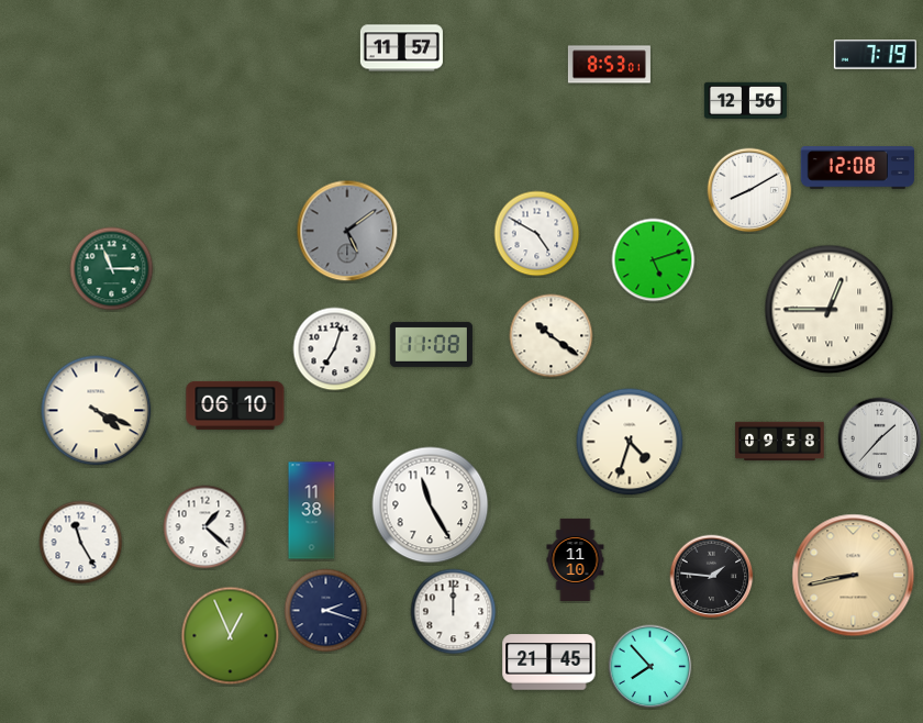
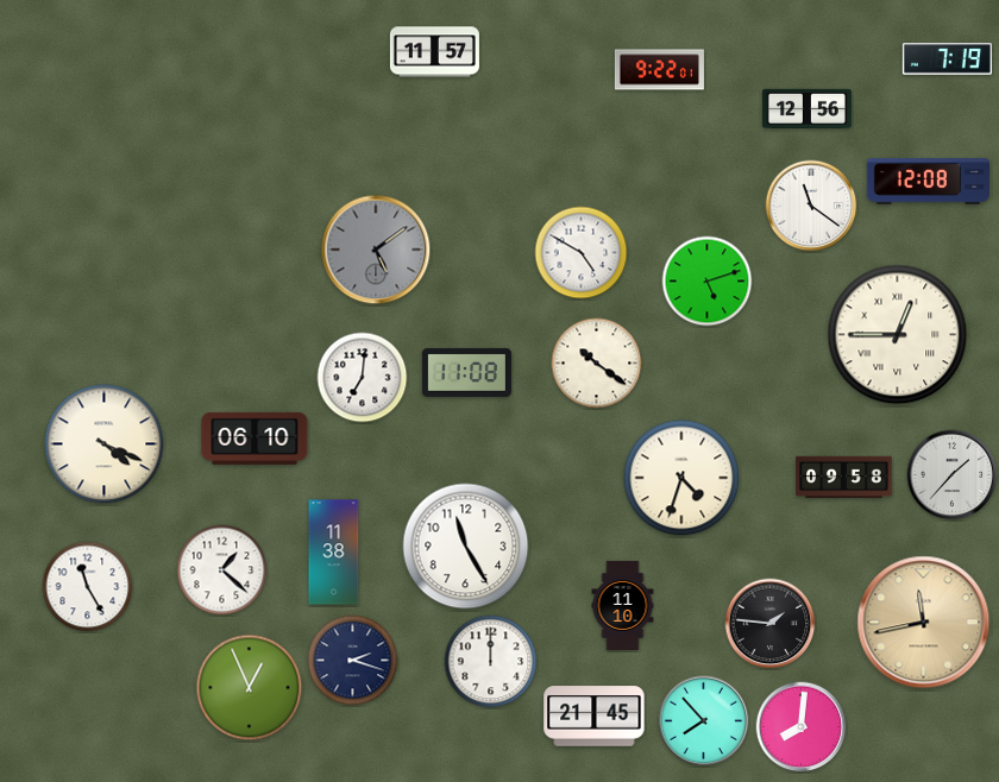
clock at (609, 65): 8:53 -> 9:22
clock at (749, 190): 8:10 -> 11:21
clock at (112, 269): 11:15 -> none
clock at (335, 349): 7:03 -> 7:01
clock at (312, 511) position: (312, 511) -> (334, 553)
clock at (854, 576): 8:43 -> 11:43
clock at (802, 727): none -> 8:01
